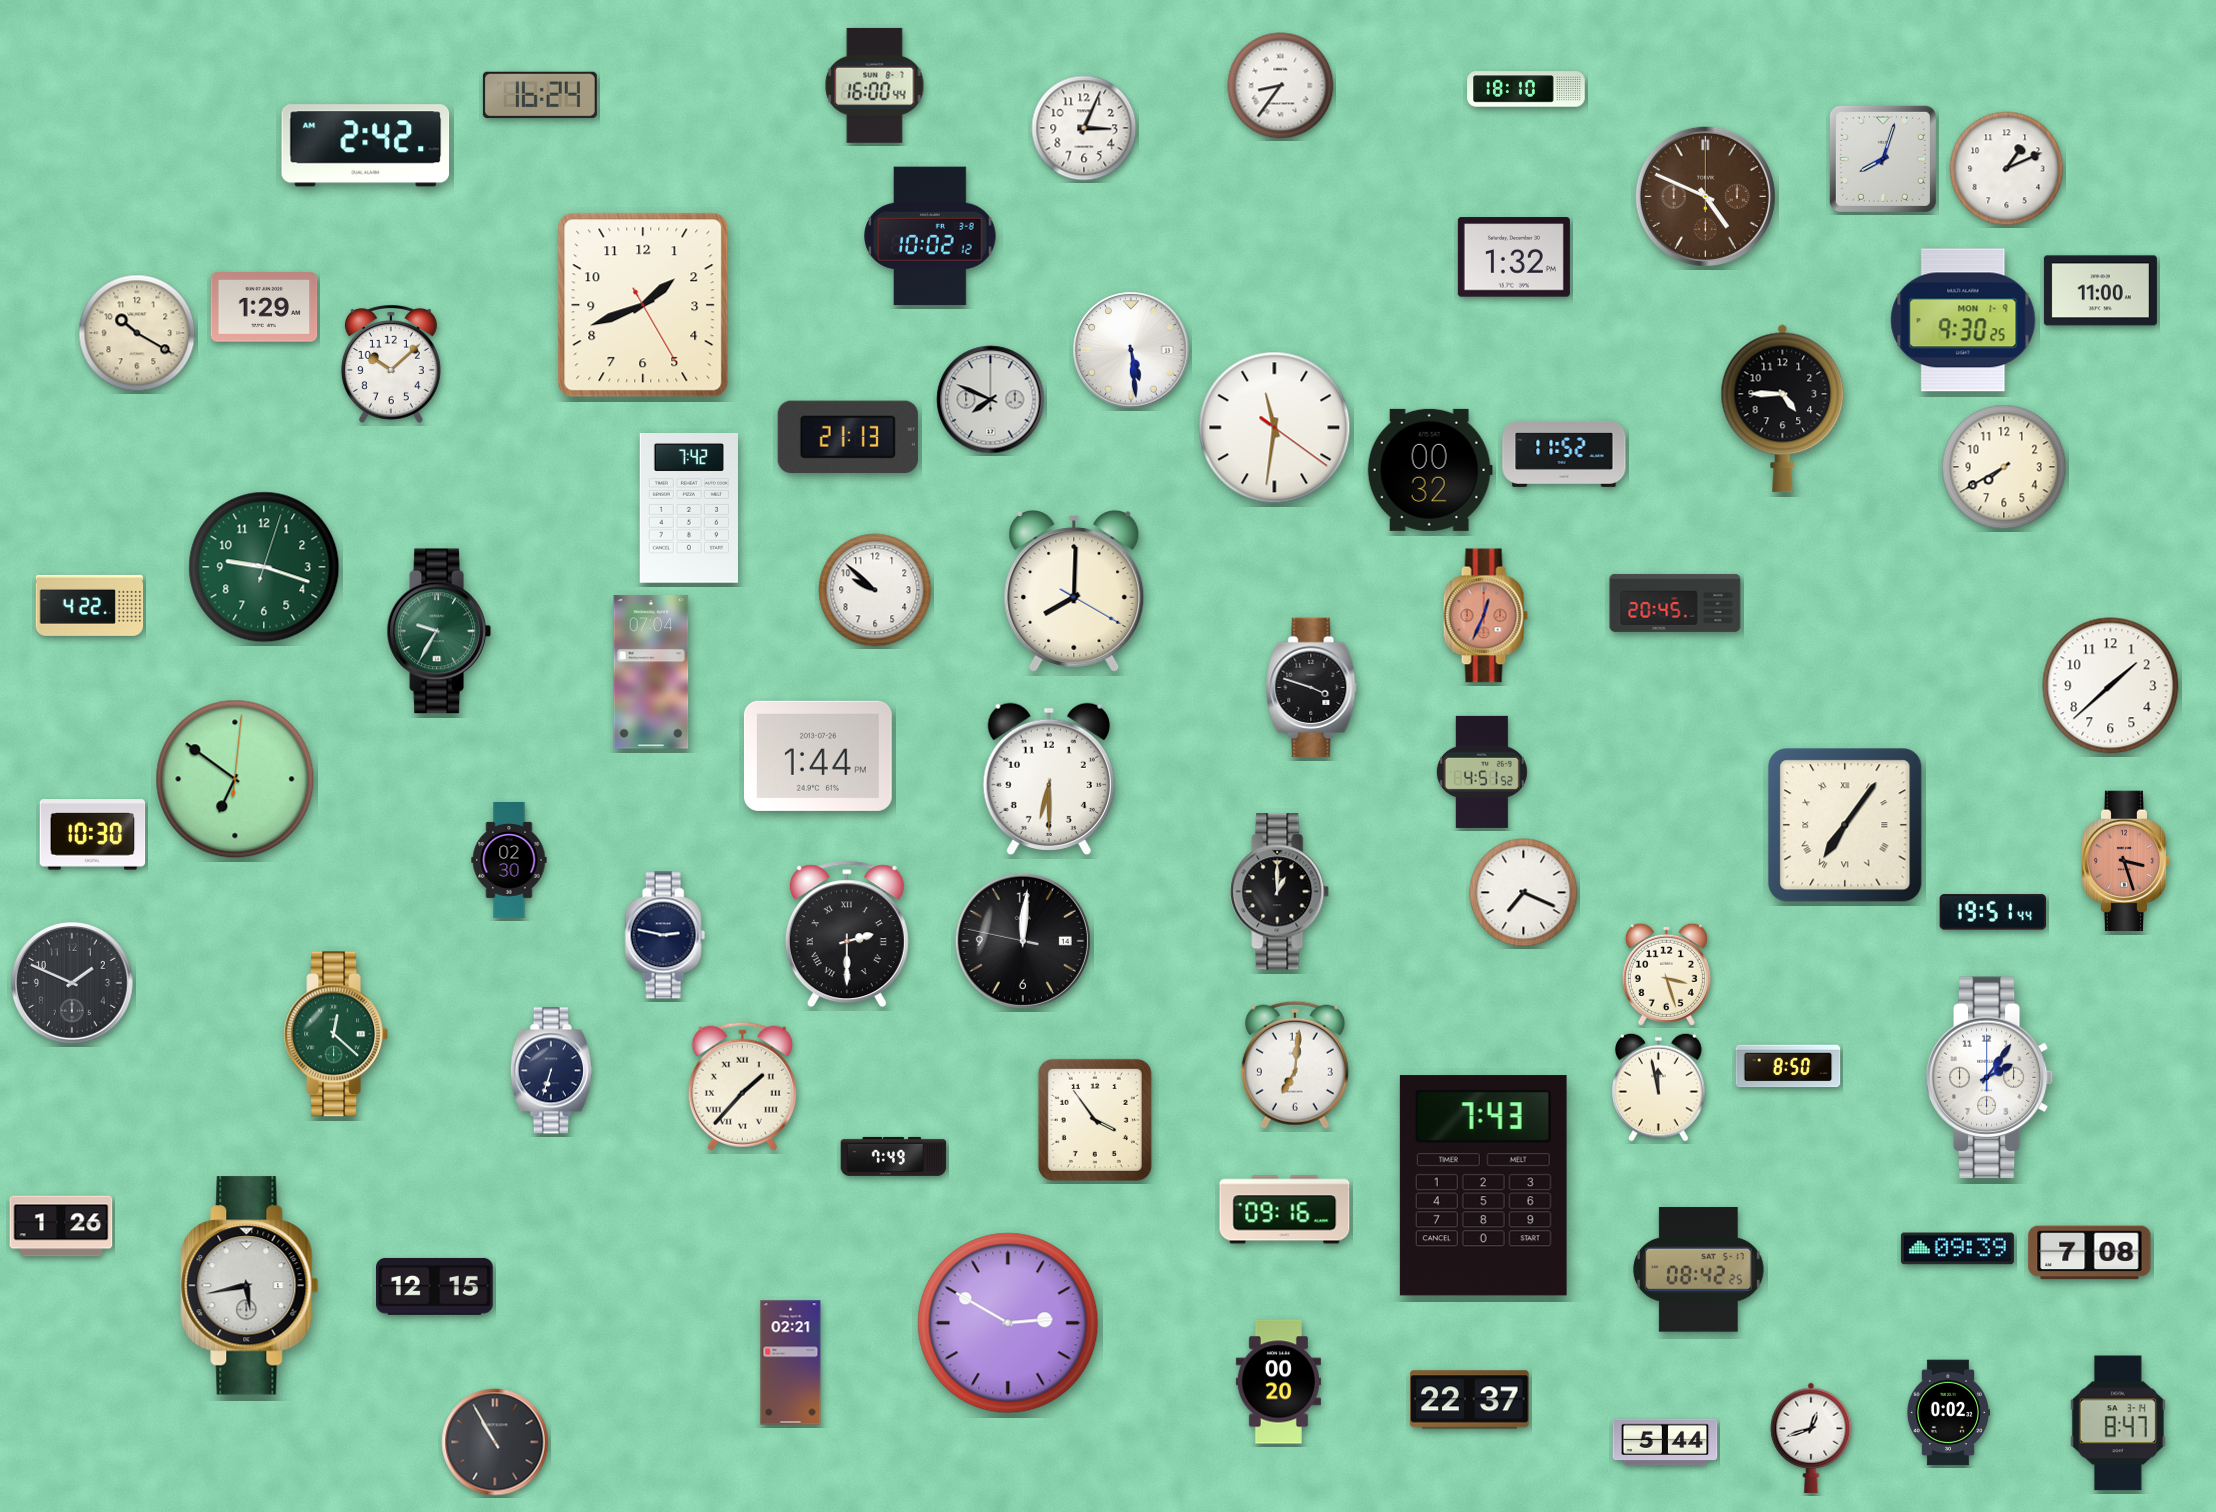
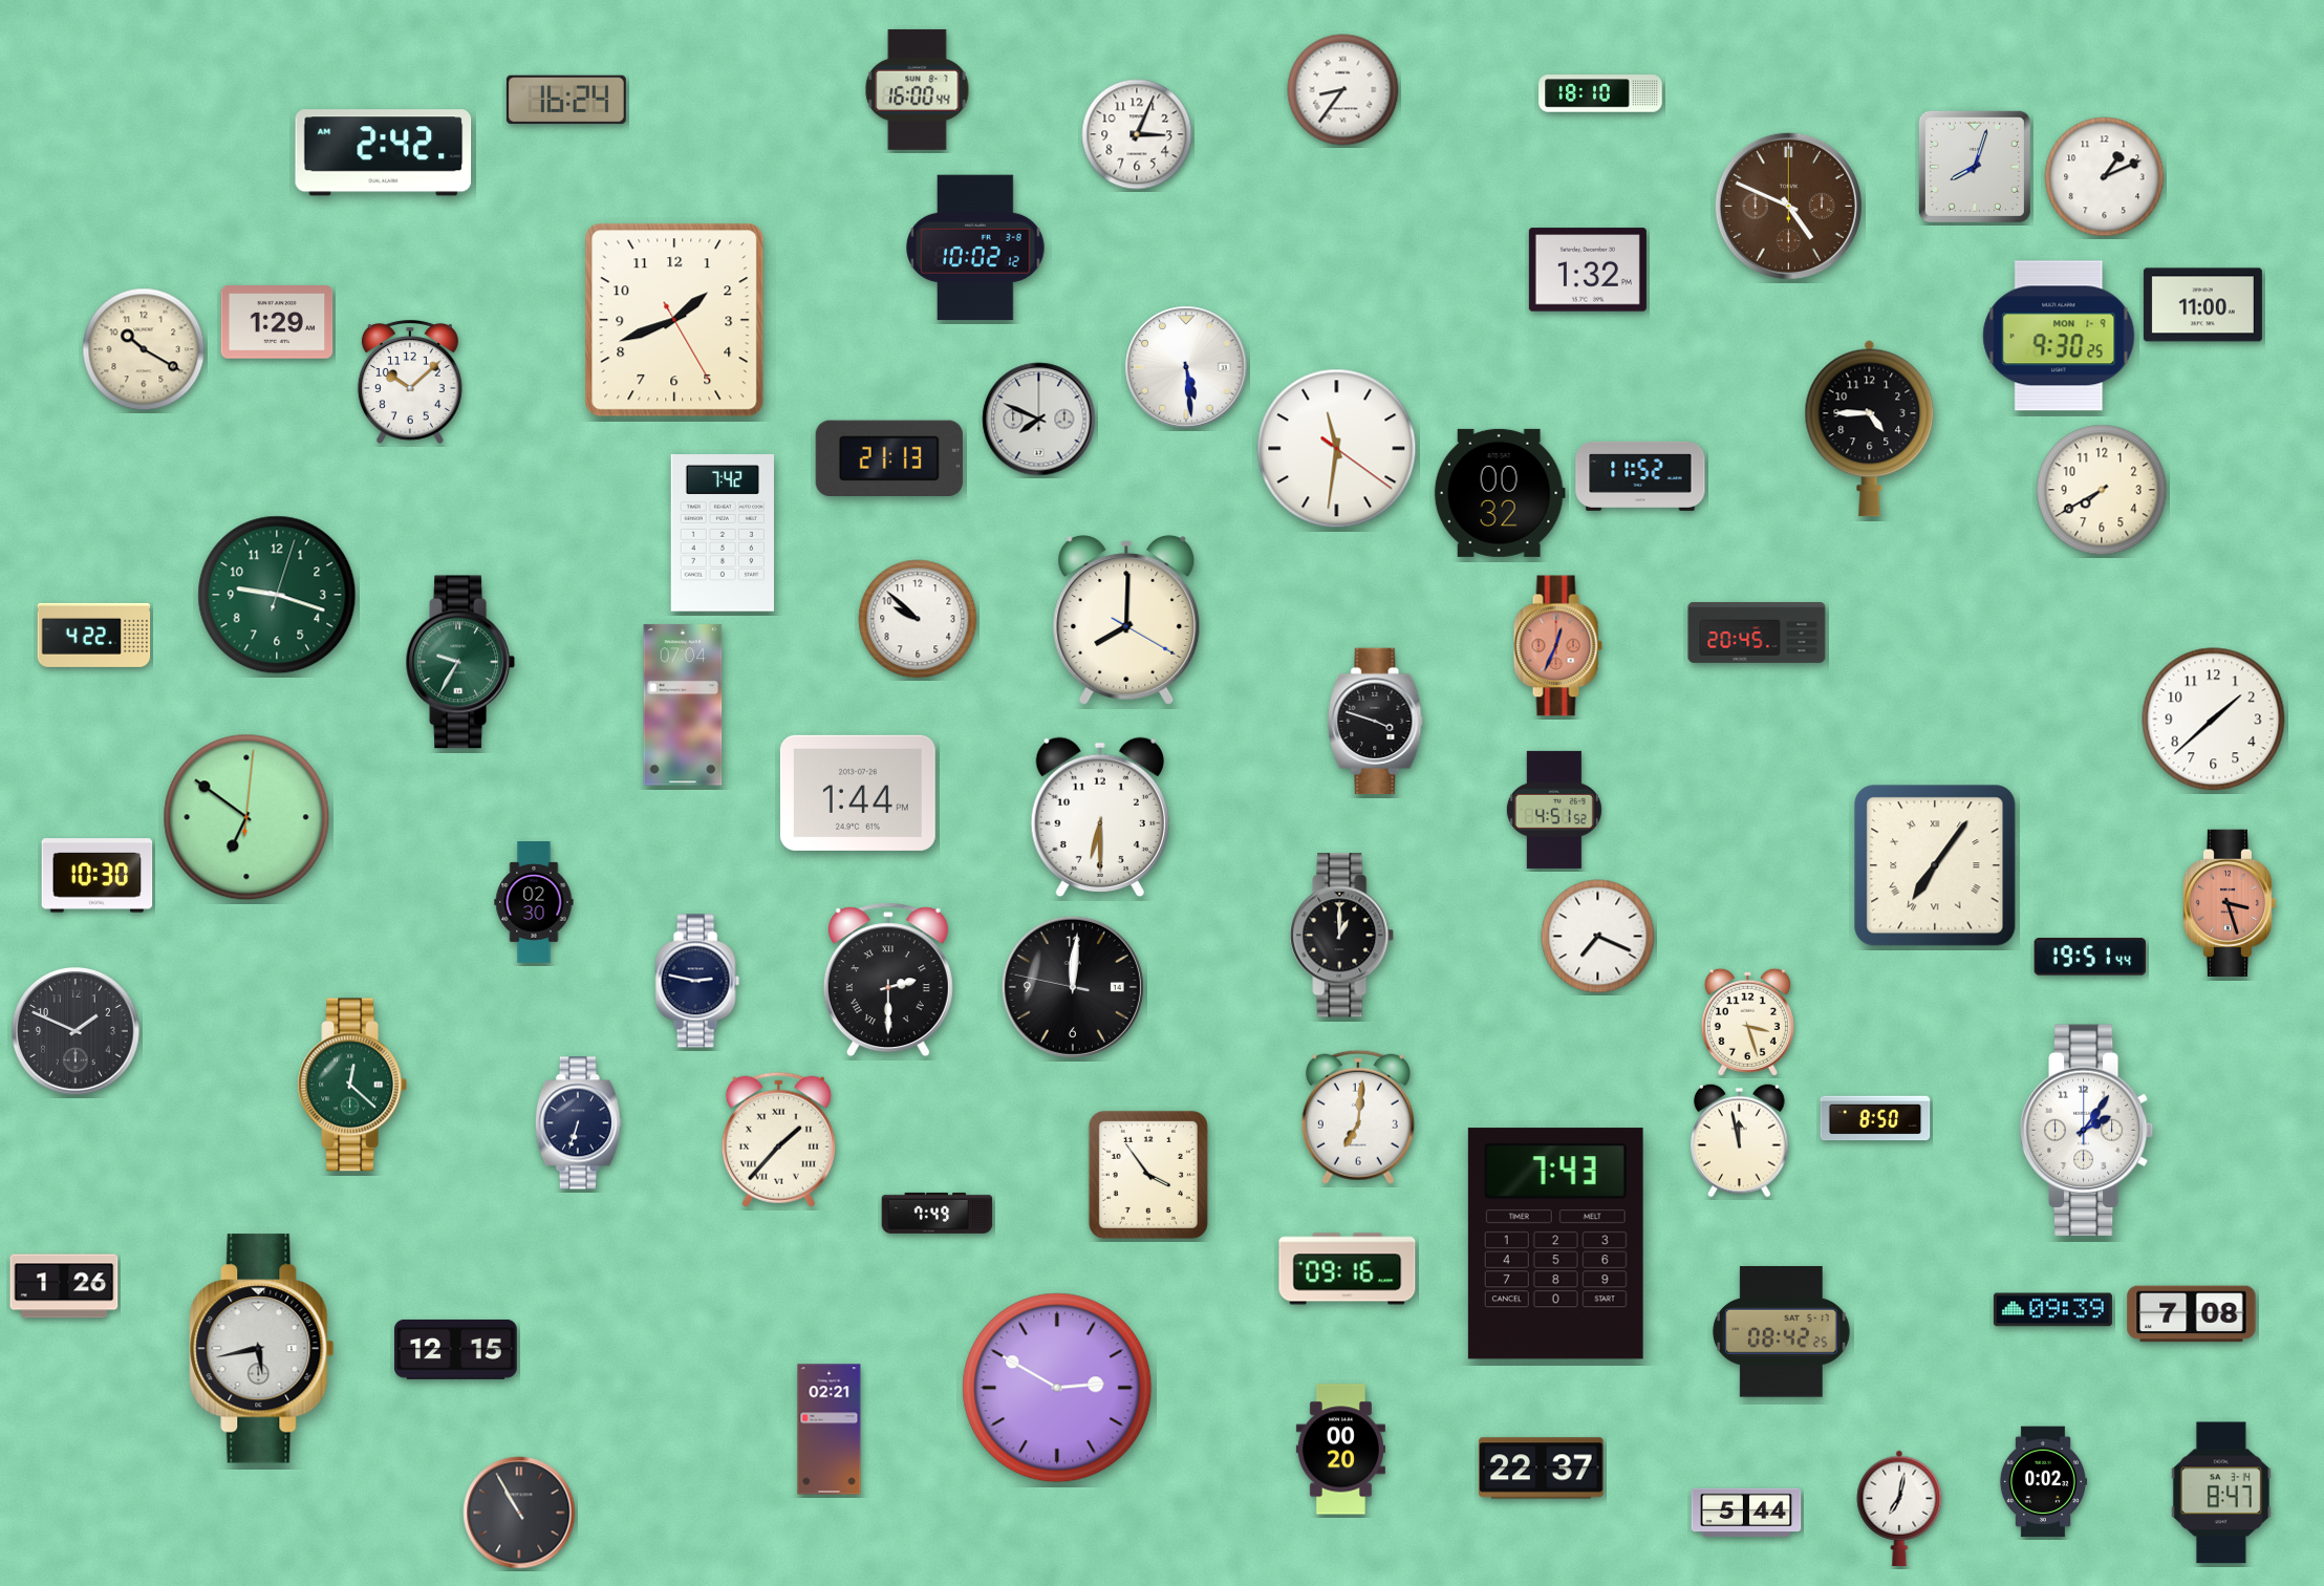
clock at (1811, 1438): 12:42 -> 7:02
